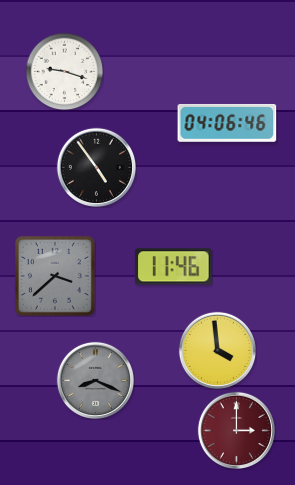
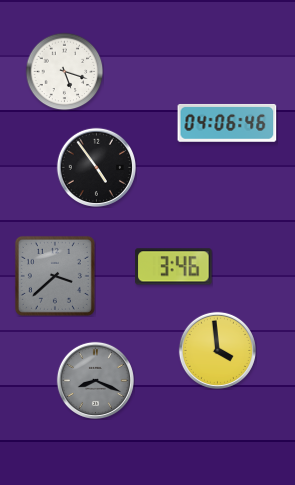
clock at (64, 71): 9:18 -> 5:18
clock at (174, 267): 11:46 -> 3:46
clock at (236, 430): 3:00 -> none
